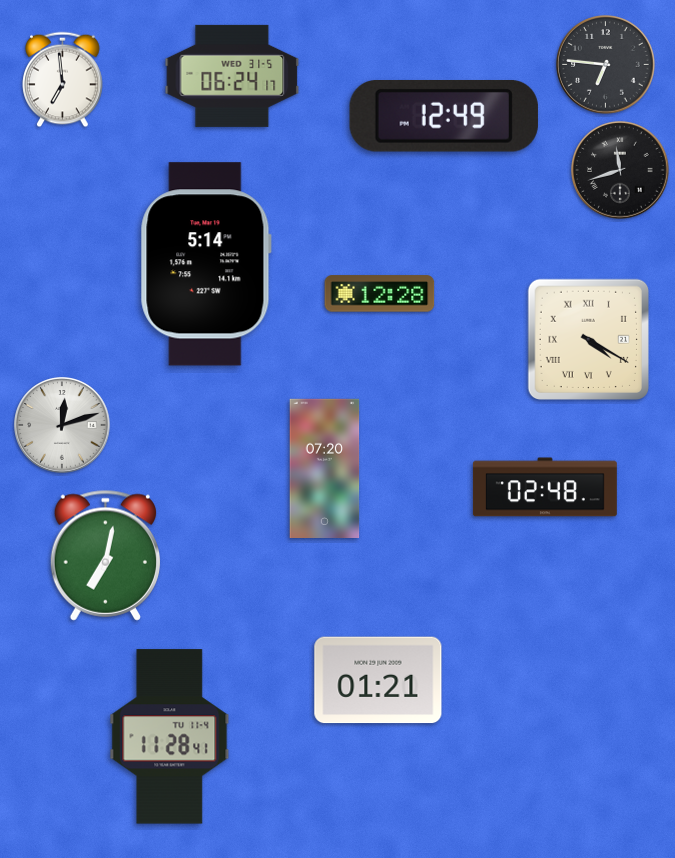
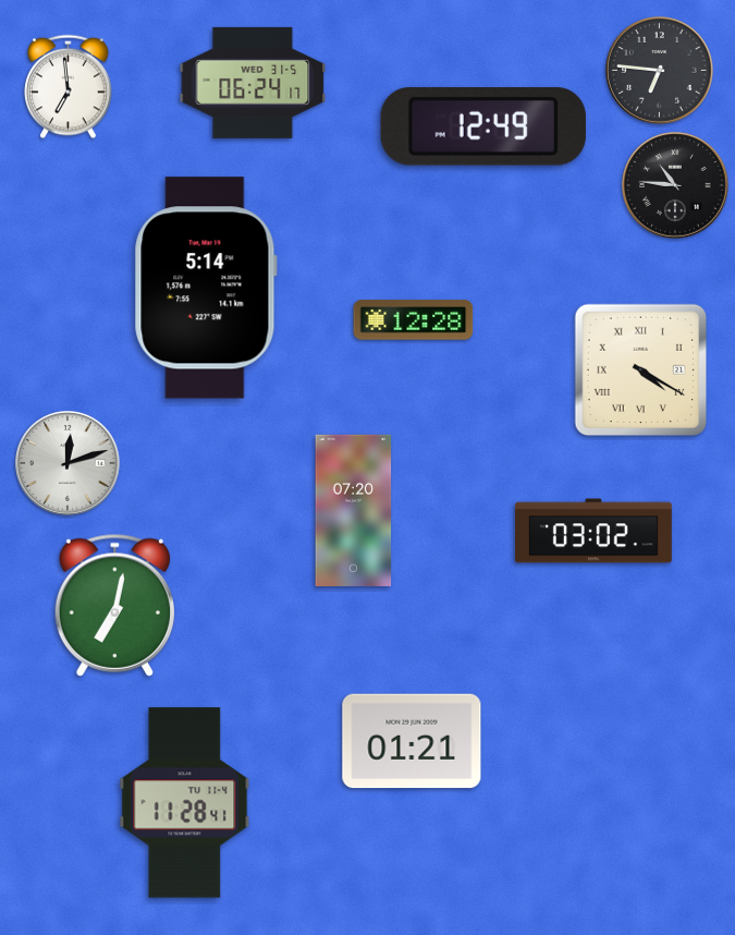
clock at (620, 170): 11:42 -> 10:46
clock at (206, 264) position: (206, 264) -> (206, 288)
clock at (545, 487): 02:48 -> 03:02
